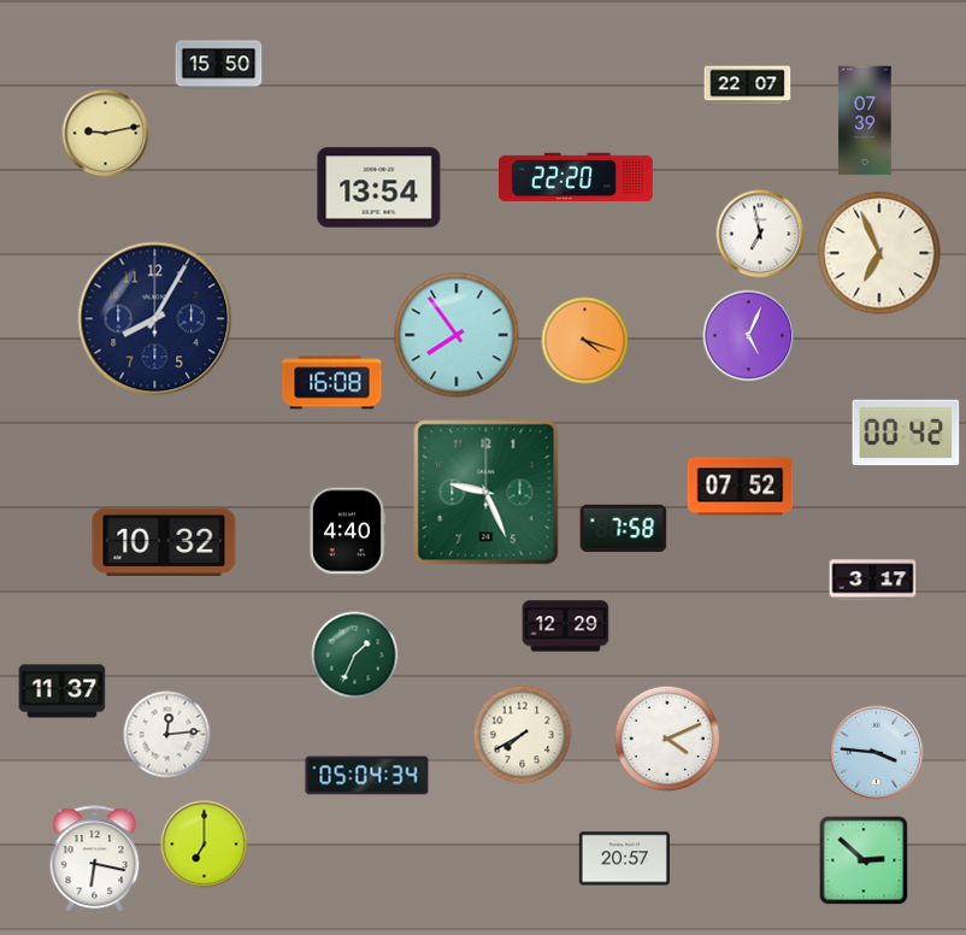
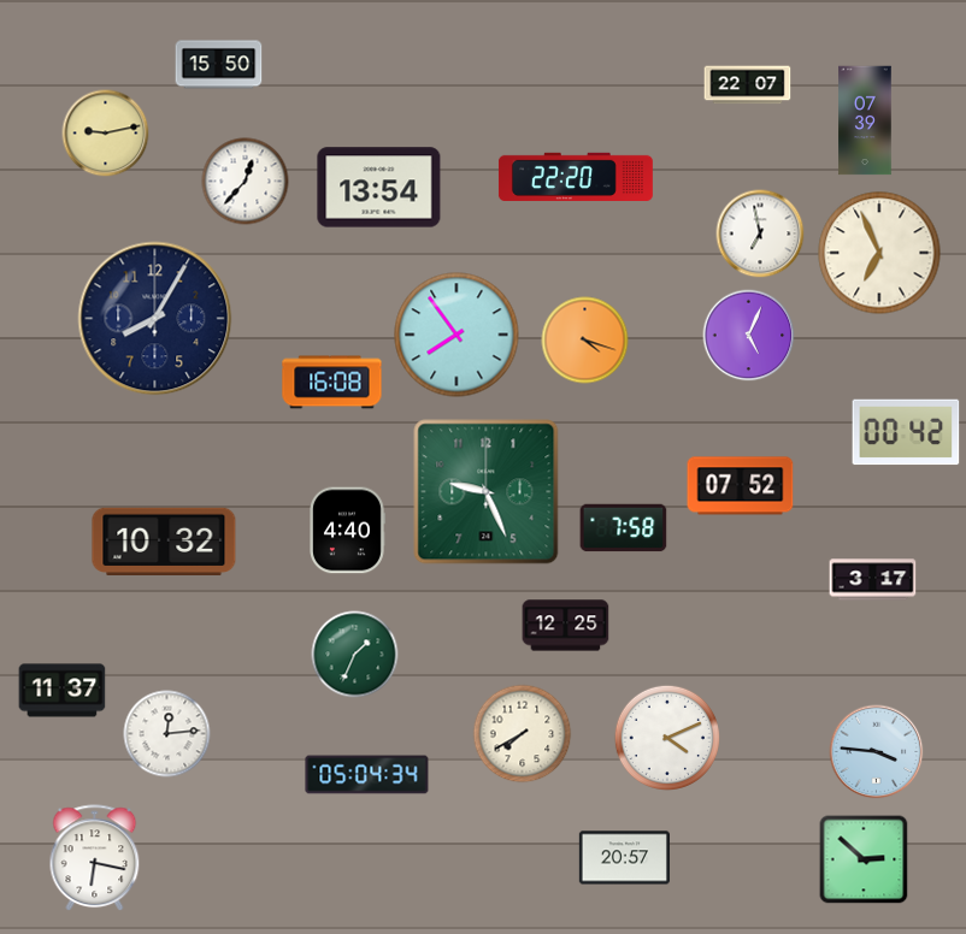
clock at (246, 182): none -> 12:37
clock at (566, 627): 12:29 -> 12:25
clock at (205, 845): 7:00 -> none
